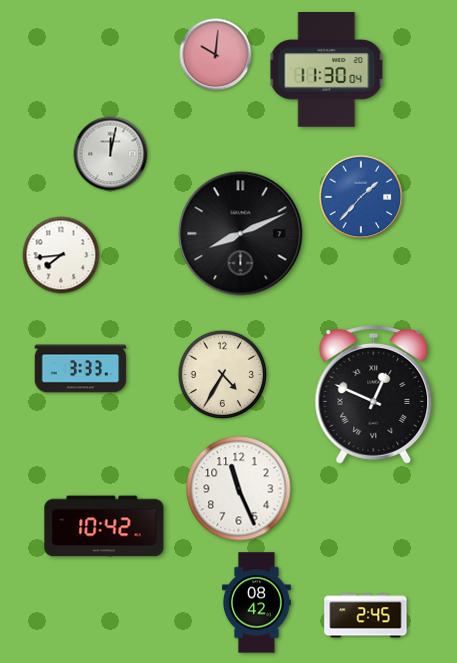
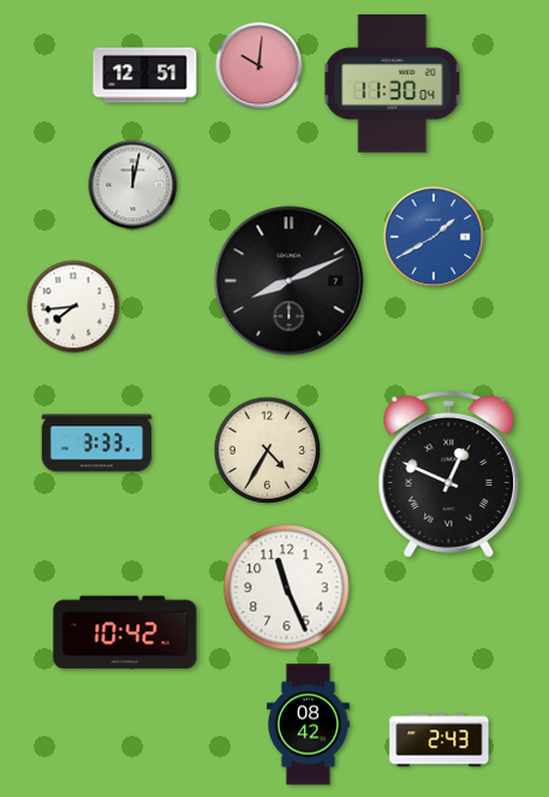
clock at (145, 76): none -> 12:51
clock at (361, 197): 1:37 -> 1:40
clock at (366, 616): 2:45 -> 2:43
